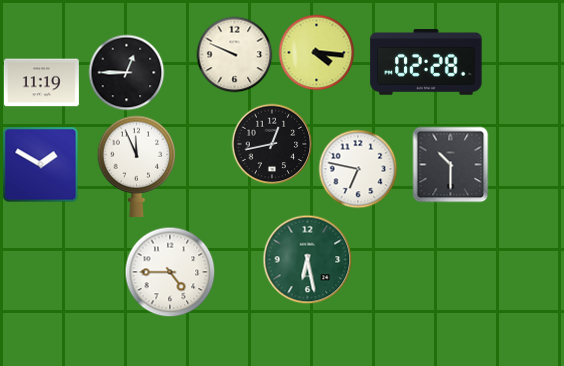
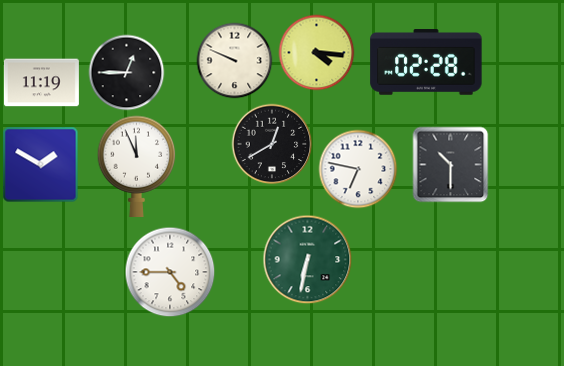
clock at (235, 55) position: (235, 55) -> (235, 61)
clock at (272, 144): 12:43 -> 12:40
clock at (308, 260): 6:28 -> 6:32
